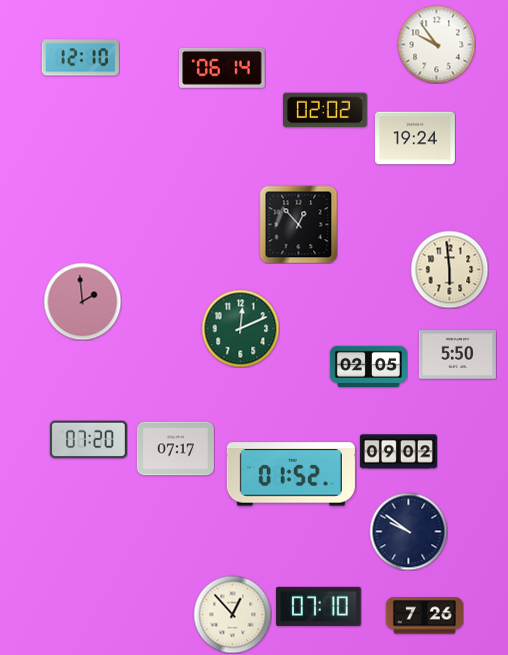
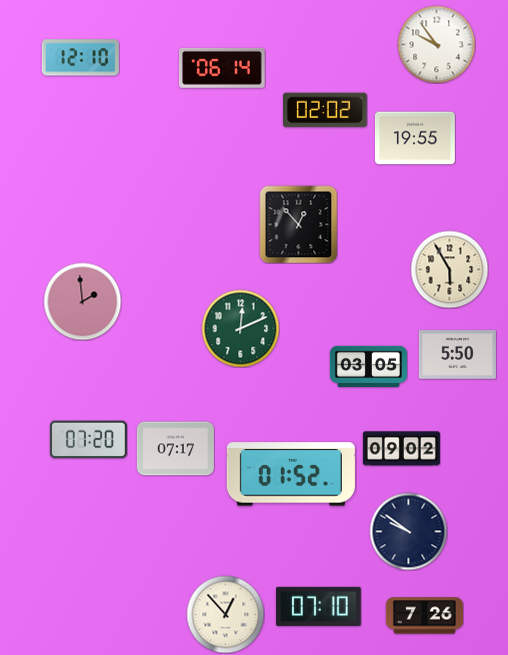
clock at (415, 138): 19:24 -> 19:55
clock at (449, 269): 5:59 -> 5:55
clock at (368, 367): 02:05 -> 03:05
clock at (398, 452) position: (398, 452) -> (401, 449)
clock at (232, 614) position: (232, 614) -> (225, 614)
